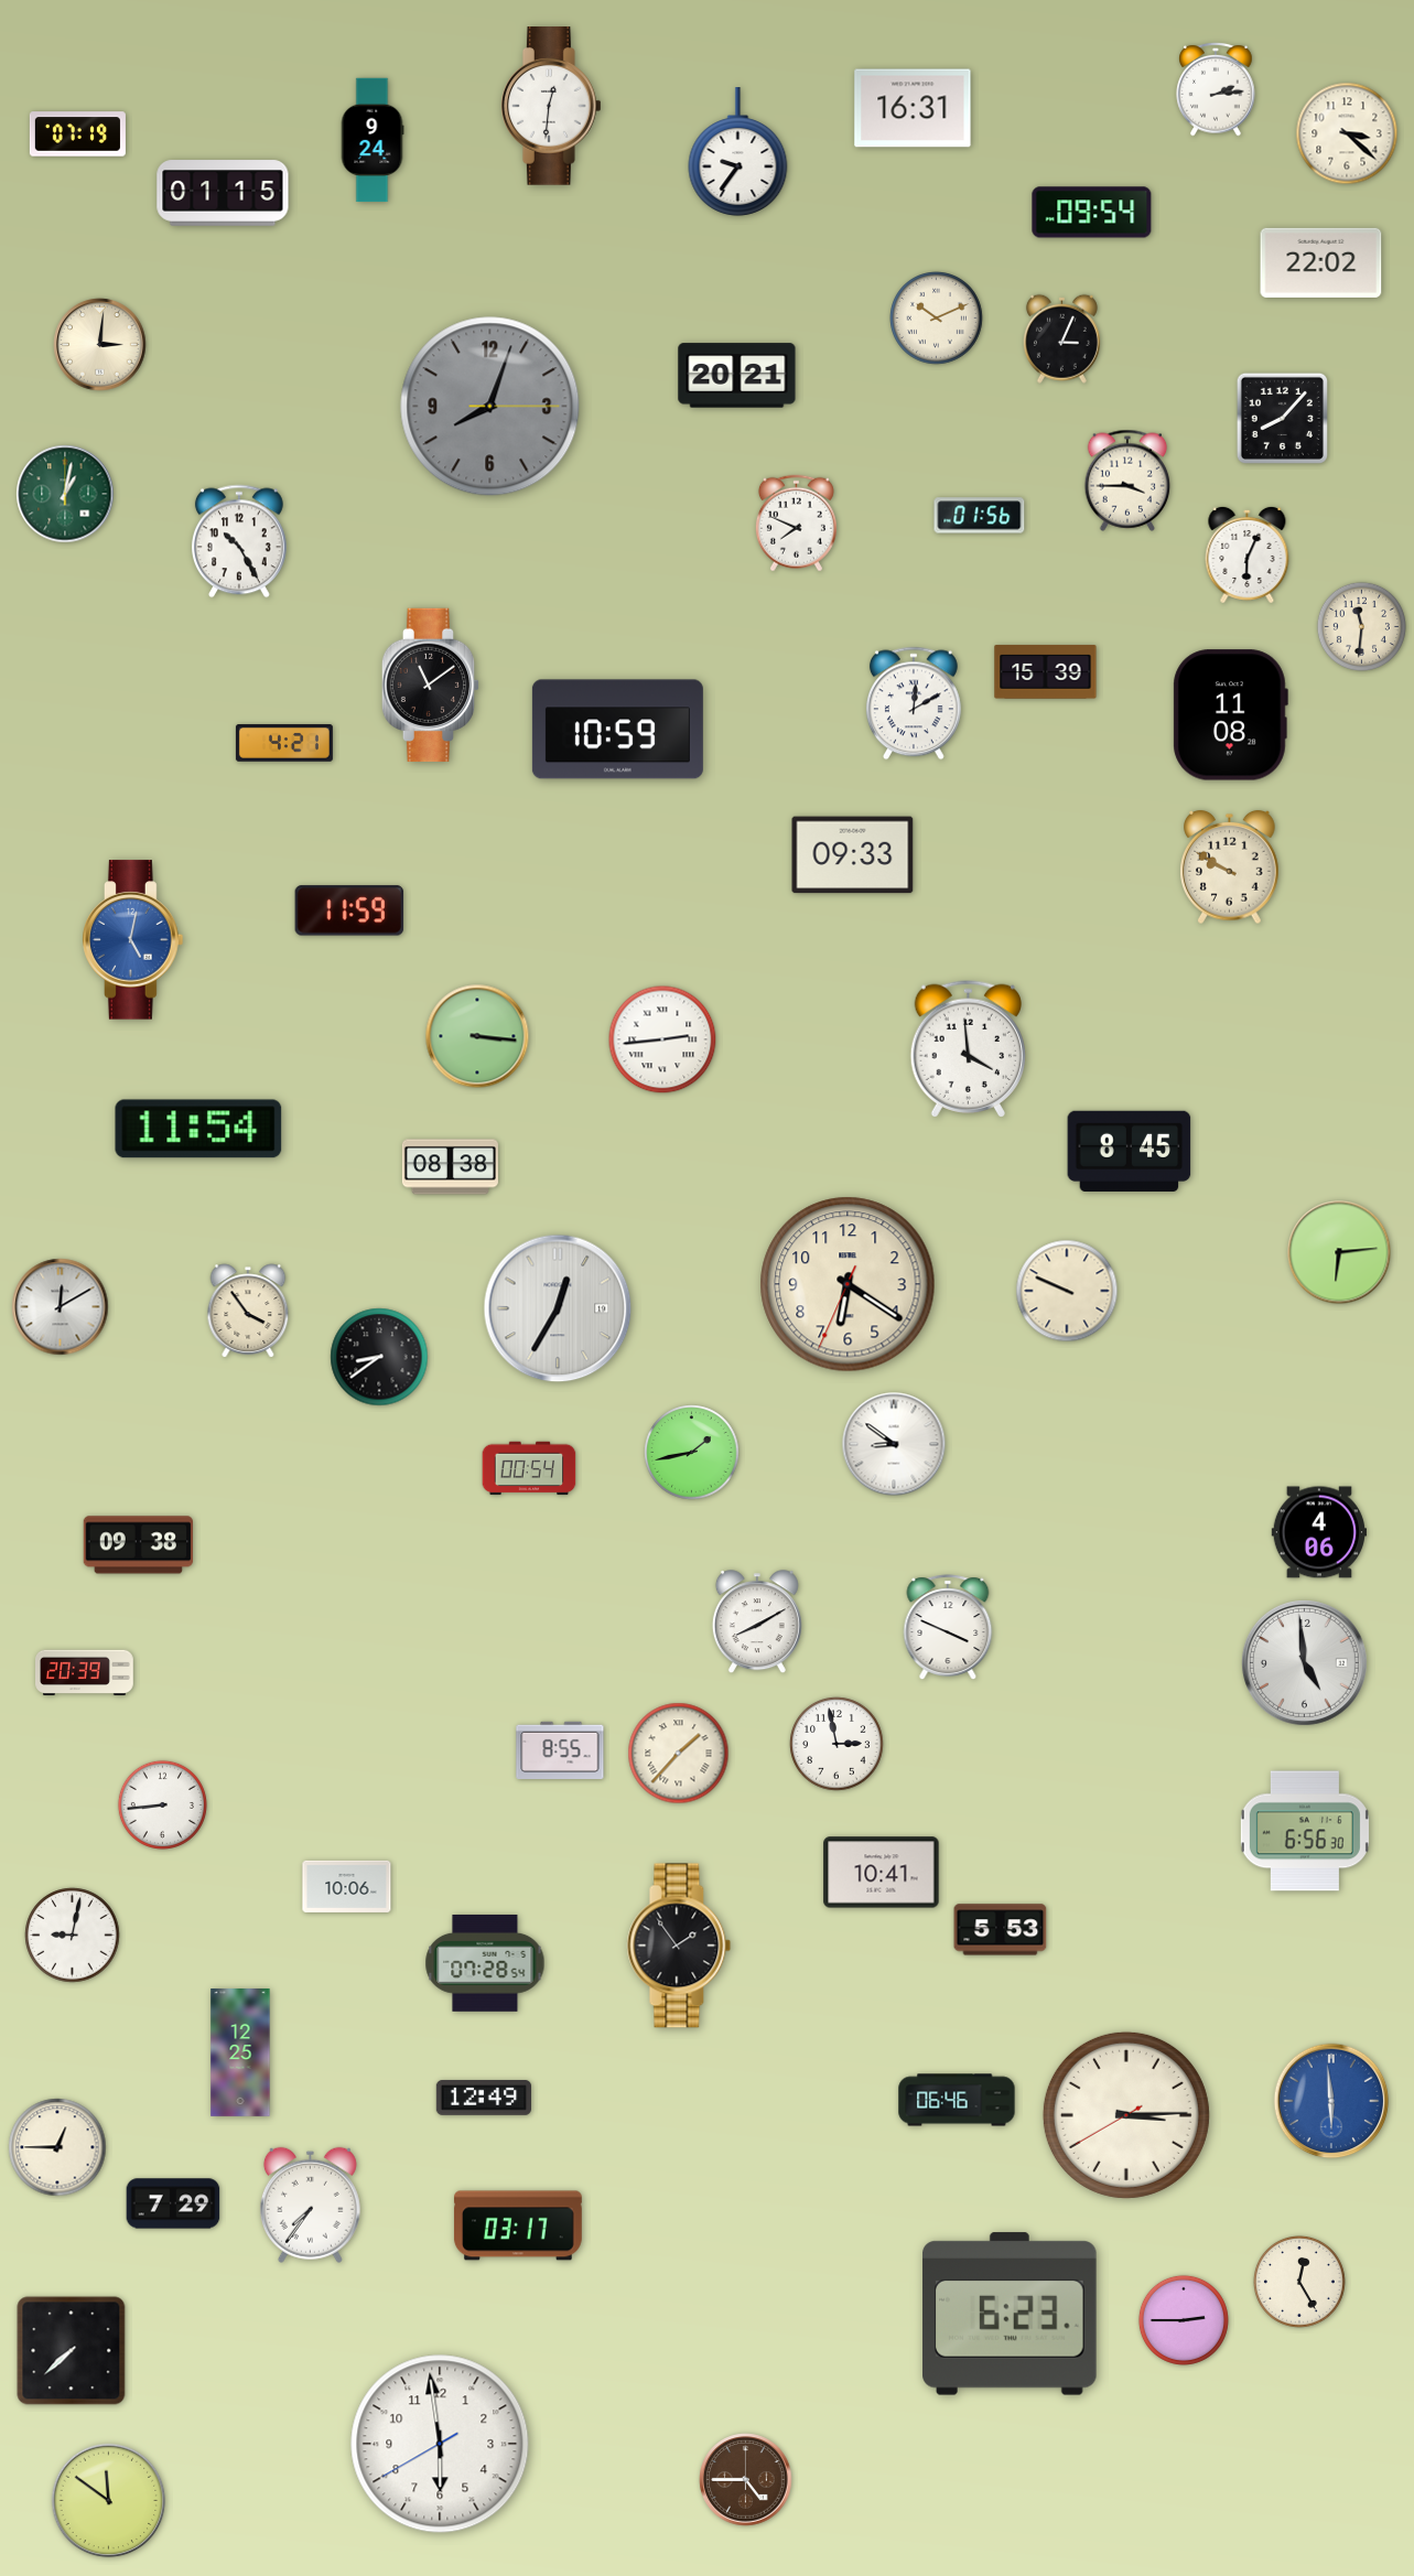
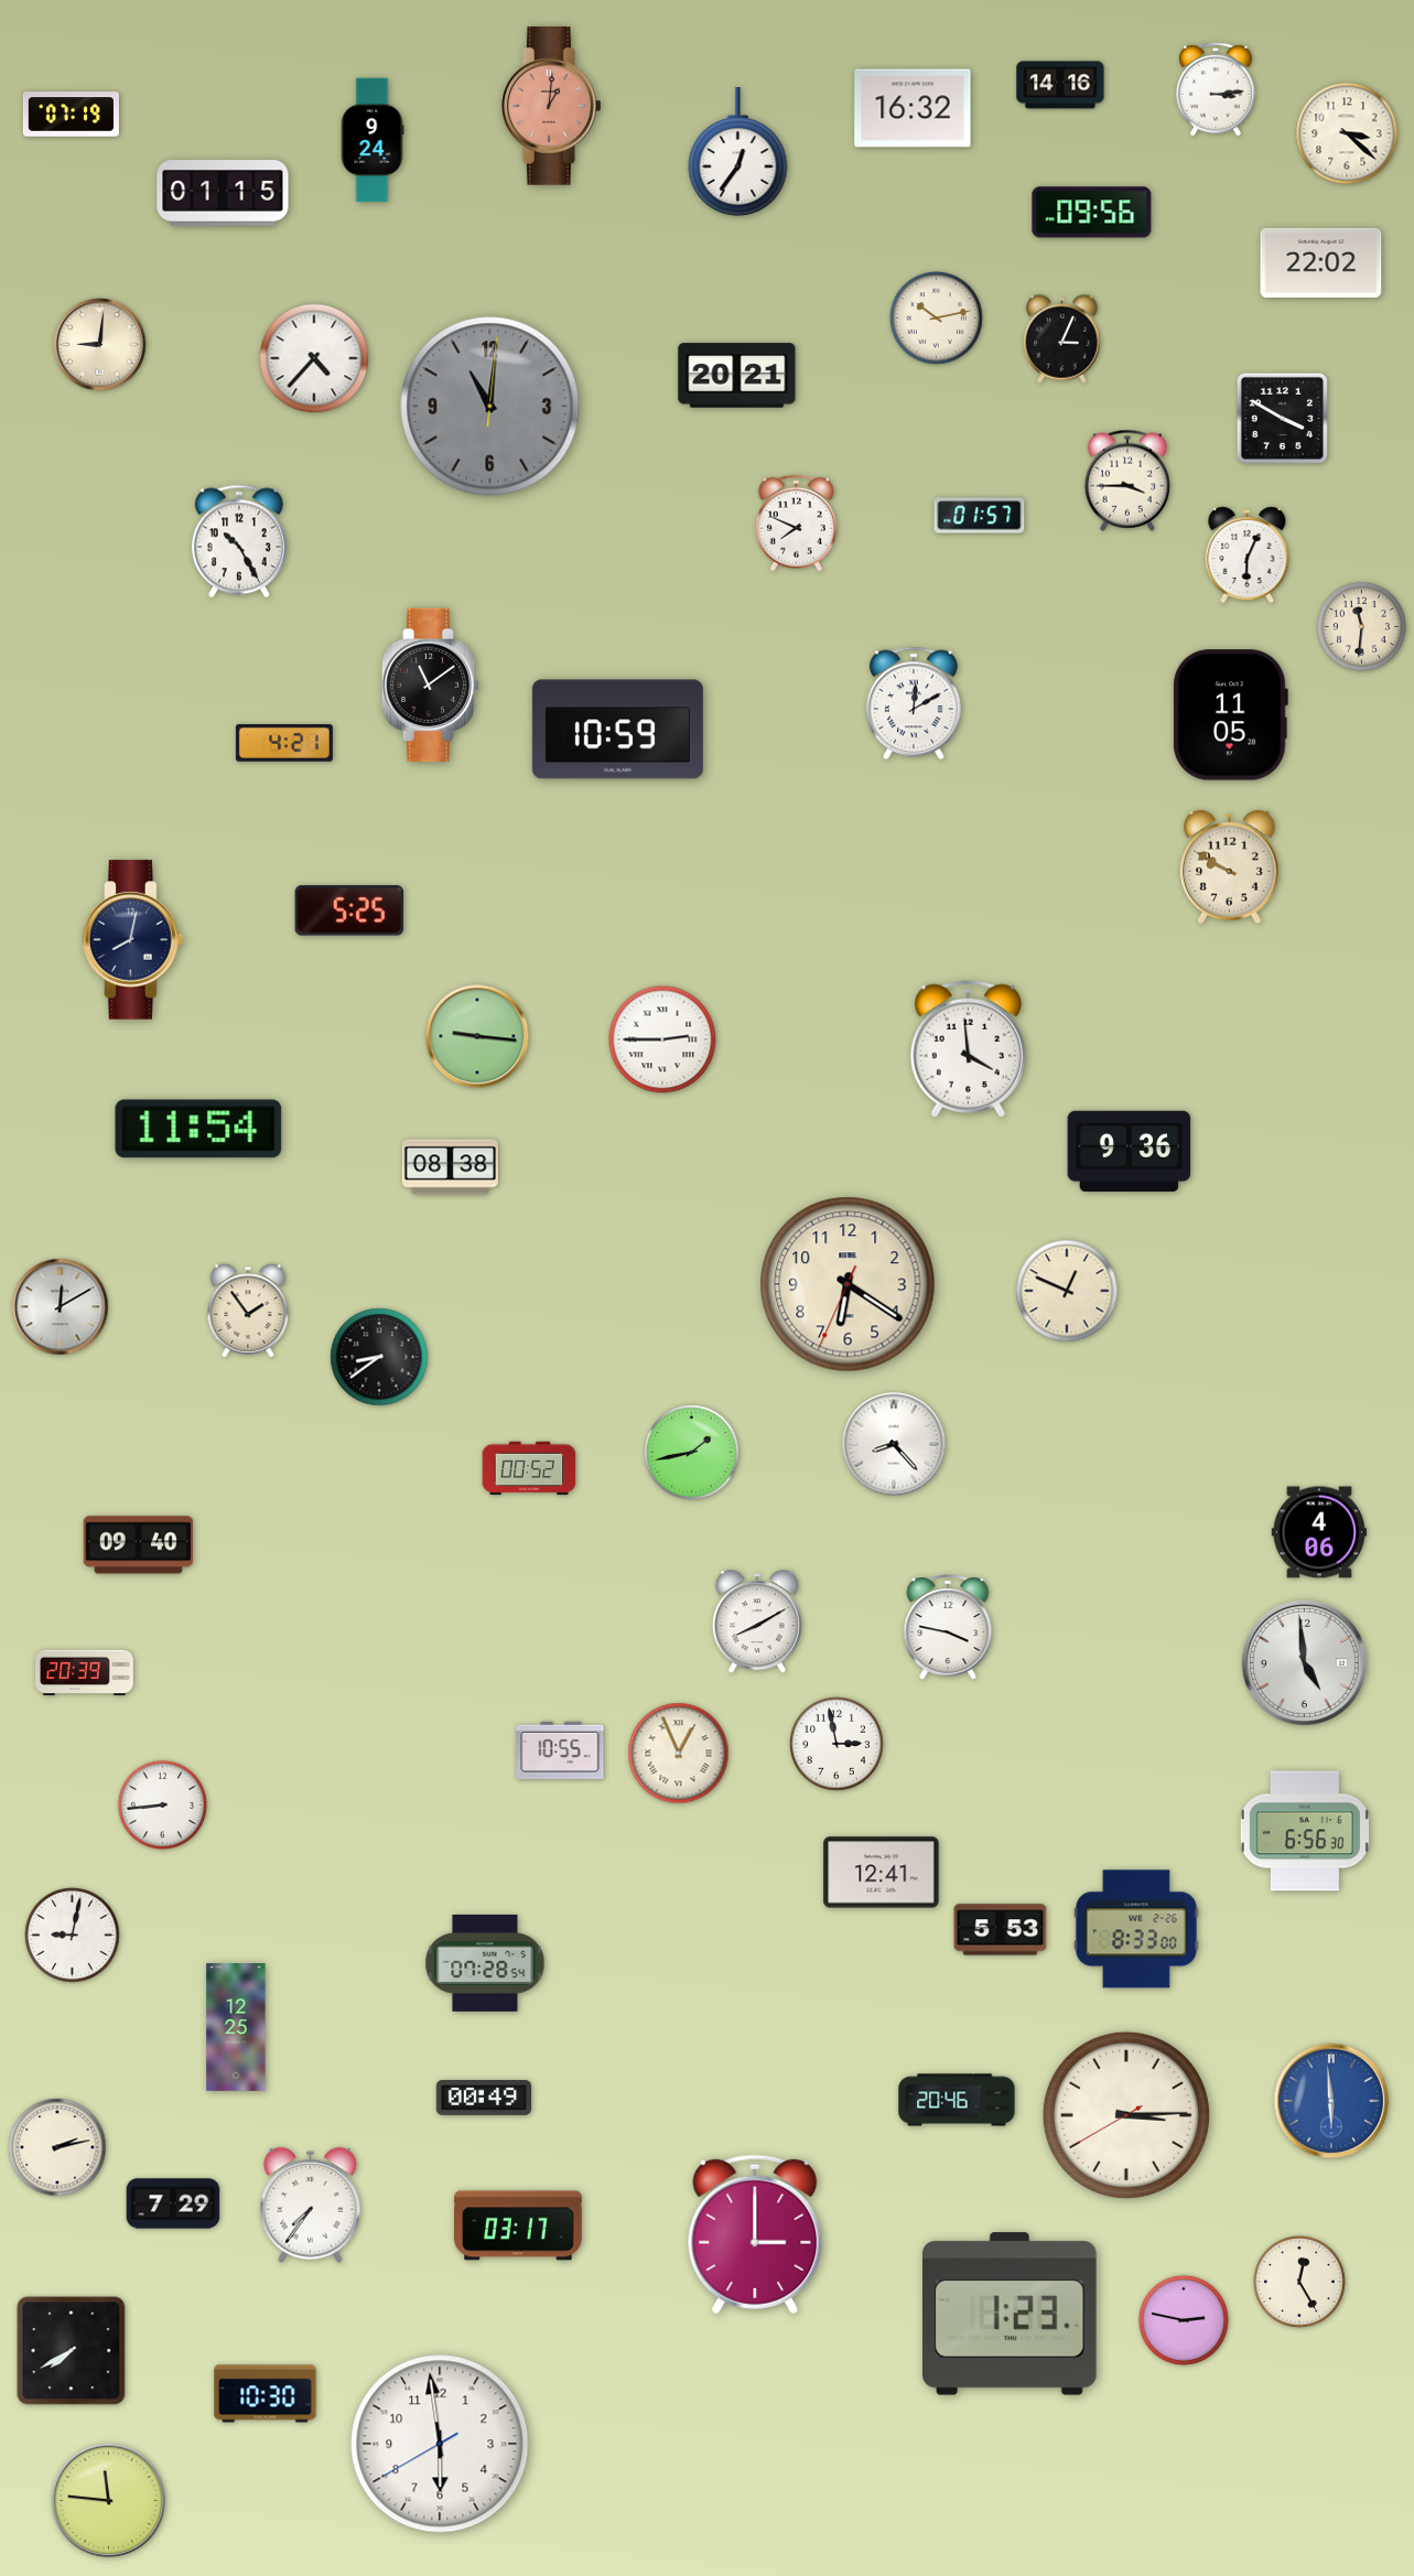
clock at (1060, 85): none -> 14:16
clock at (1216, 89): 2:14 -> 3:14
clock at (552, 106): 12:31 -> 1:01
clock at (552, 106) dial: white -> salmon
clock at (913, 108): 16:31 -> 16:32
clock at (77, 134) position: (77, 134) -> (71, 115)
clock at (738, 152): 9:36 -> 12:36
clock at (1092, 213): 09:54 -> 09:56
clock at (937, 319): 10:11 -> 10:13
clock at (100, 345): 3:01 -> 9:01
clock at (314, 358): none -> 4:37
clock at (490, 407): 8:03 -> 11:01
clock at (1282, 418): 8:07 -> 3:50
clock at (65, 494): 1:02 -> none
clock at (980, 516): 01:56 -> 01:57
clock at (1046, 672): 15:39 -> none
clock at (1230, 715): 11:08 -> 11:05
clock at (853, 855): 09:33 -> none
clock at (349, 910): 11:59 -> 5:25
clock at (133, 940): 5:02 -> 8:02
clock at (133, 940) dial: blue -> navy
clock at (477, 1036): 3:16 -> 9:16
clock at (662, 1039): 2:44 -> 2:45
clock at (1130, 1151): 8:45 -> 9:36
clock at (1339, 1252): 6:14 -> none
clock at (1067, 1291): 9:49 -> 12:49
clock at (558, 1308): 12:35 -> none
clock at (248, 1311): 3:54 -> 1:54
clock at (894, 1444): 8:51 -> 8:23
clock at (529, 1468): 00:54 -> 00:52
clock at (138, 1545): 09:38 -> 09:40
clock at (948, 1627): 3:49 -> 3:47
clock at (560, 1749): 8:55 -> 10:55
clock at (679, 1754): 1:37 -> 12:56
clock at (882, 1873): 10:41 -> 12:41
clock at (347, 1886): 10:06 -> none
clock at (1136, 1929): none -> 8:33
clock at (679, 1946): 1:54 -> none
clock at (240, 2054) position: (240, 2054) -> (236, 2028)
clock at (483, 2099): 12:49 -> 00:49
clock at (957, 2100): 06:46 -> 20:46
clock at (57, 2147): 12:45 -> 2:13
clock at (755, 2234): none -> 3:00
clock at (1011, 2314): 6:23 -> 1:23
clock at (1184, 2320): 2:45 -> 2:47
clock at (72, 2351): 7:38 -> 7:40
clock at (266, 2394): none -> 10:30
clock at (746, 2480): 4:45 -> none
clock at (109, 2501): 11:51 -> 11:46
